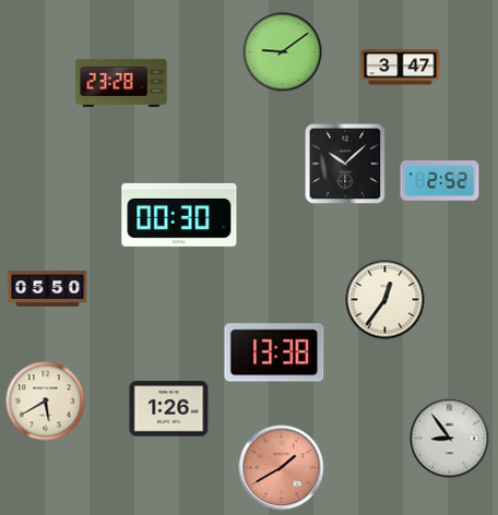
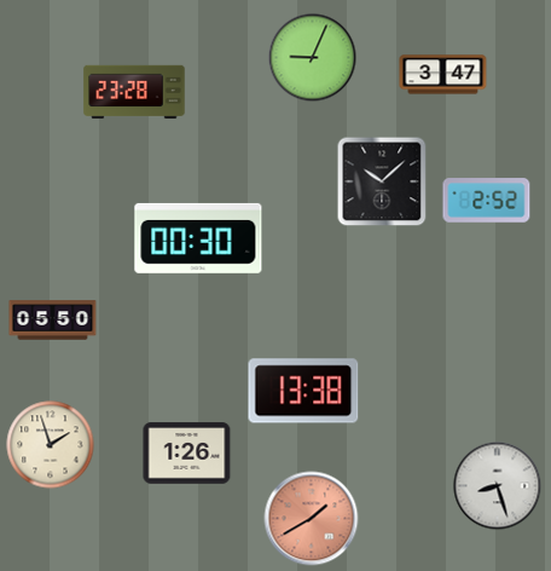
clock at (283, 52): 9:09 -> 9:04
clock at (386, 300): 12:36 -> none
clock at (46, 402): 5:40 -> 1:57
clock at (450, 439): 8:54 -> 8:27
